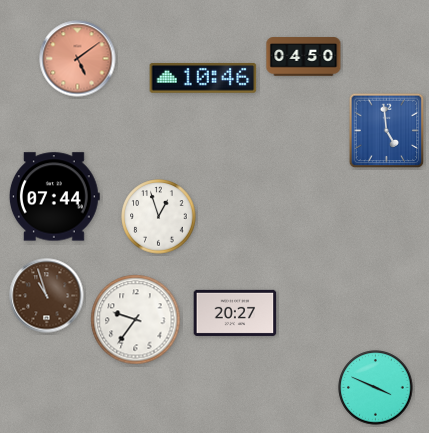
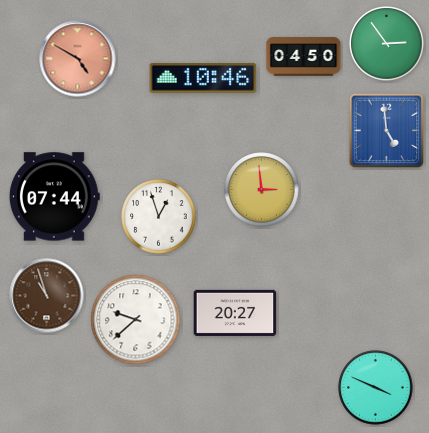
clock at (387, 44): none -> 2:54
clock at (78, 59): 5:09 -> 4:50
clock at (262, 190): none -> 2:59
clock at (136, 320): 9:36 -> 9:38
